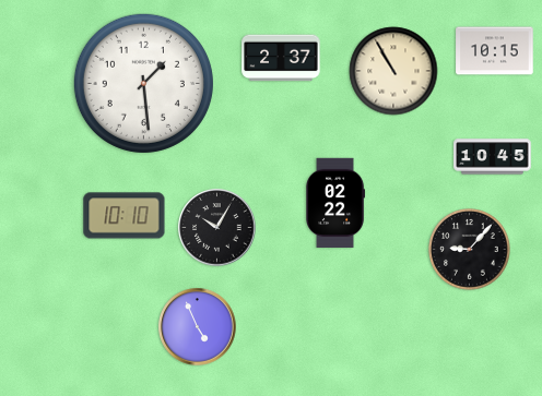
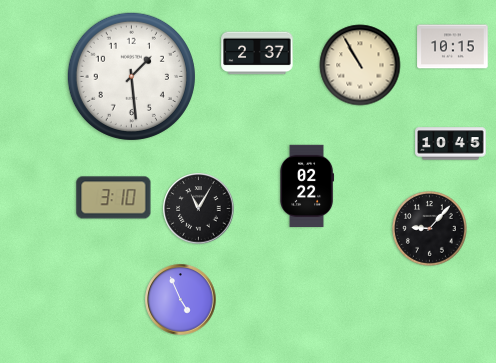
clock at (125, 216): 10:10 -> 3:10
clock at (217, 228): 10:05 -> 11:05
